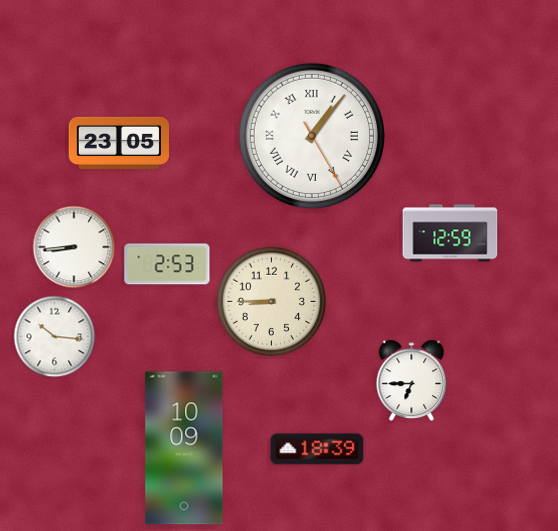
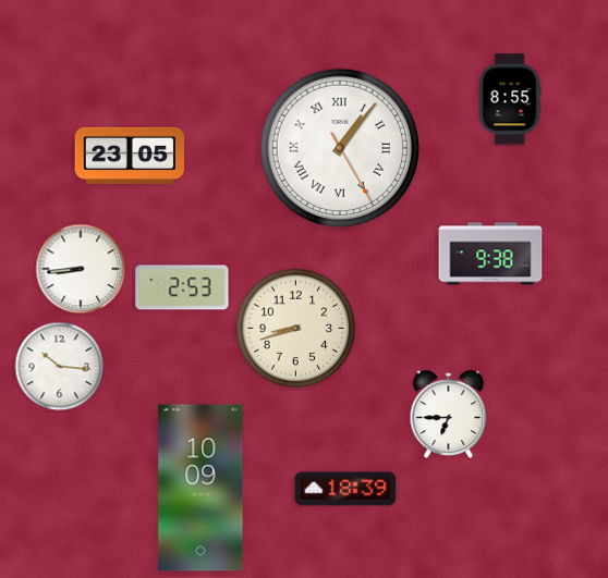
clock at (510, 99): none -> 8:55
clock at (450, 233): 12:59 -> 9:38
clock at (272, 302): 8:45 -> 8:42
